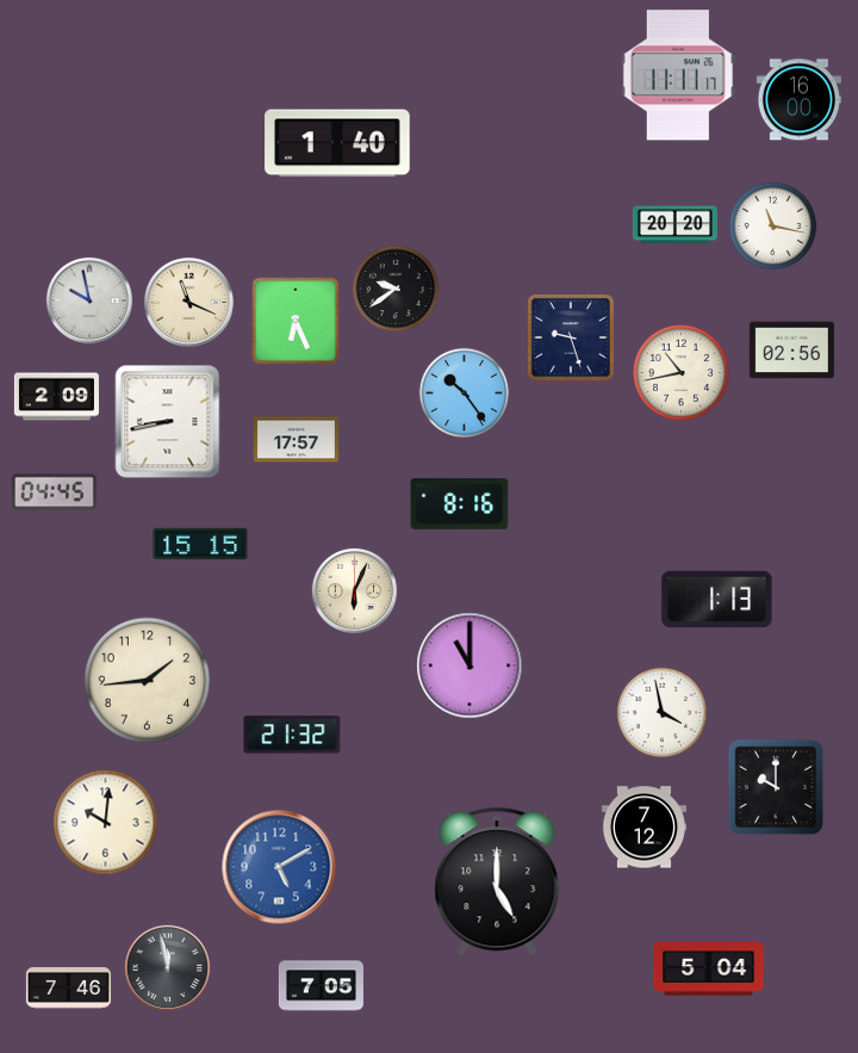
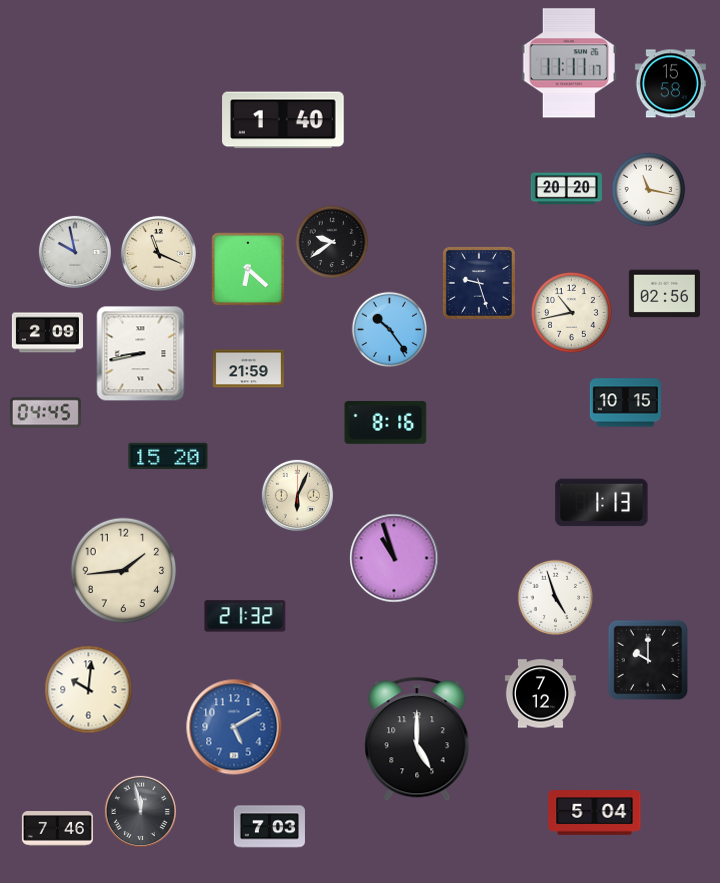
clock at (798, 100): 16:00 -> 15:58
clock at (296, 321): 6:26 -> 6:22
clock at (296, 440): 17:57 -> 21:59
clock at (625, 403): none -> 10:15
clock at (200, 544): 15:15 -> 15:20
clock at (470, 665): 11:00 -> 10:57
clock at (663, 713): 3:58 -> 4:57
clock at (776, 787) position: (776, 787) -> (648, 660)
clock at (321, 986): 7:05 -> 7:03
